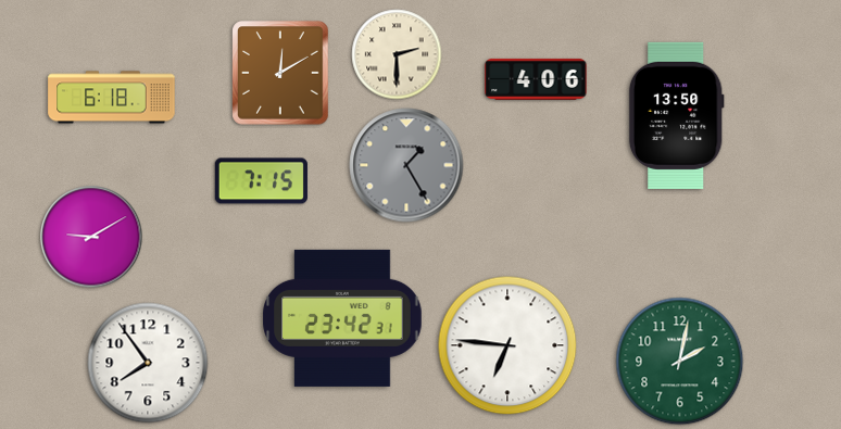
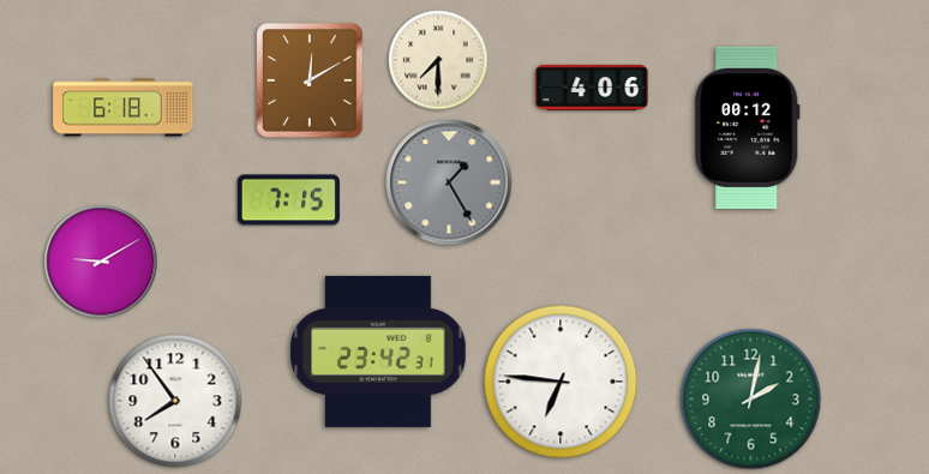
clock at (397, 54): 2:30 -> 7:30
clock at (676, 115): 13:50 -> 00:12
clock at (148, 363) position: (148, 363) -> (175, 401)
